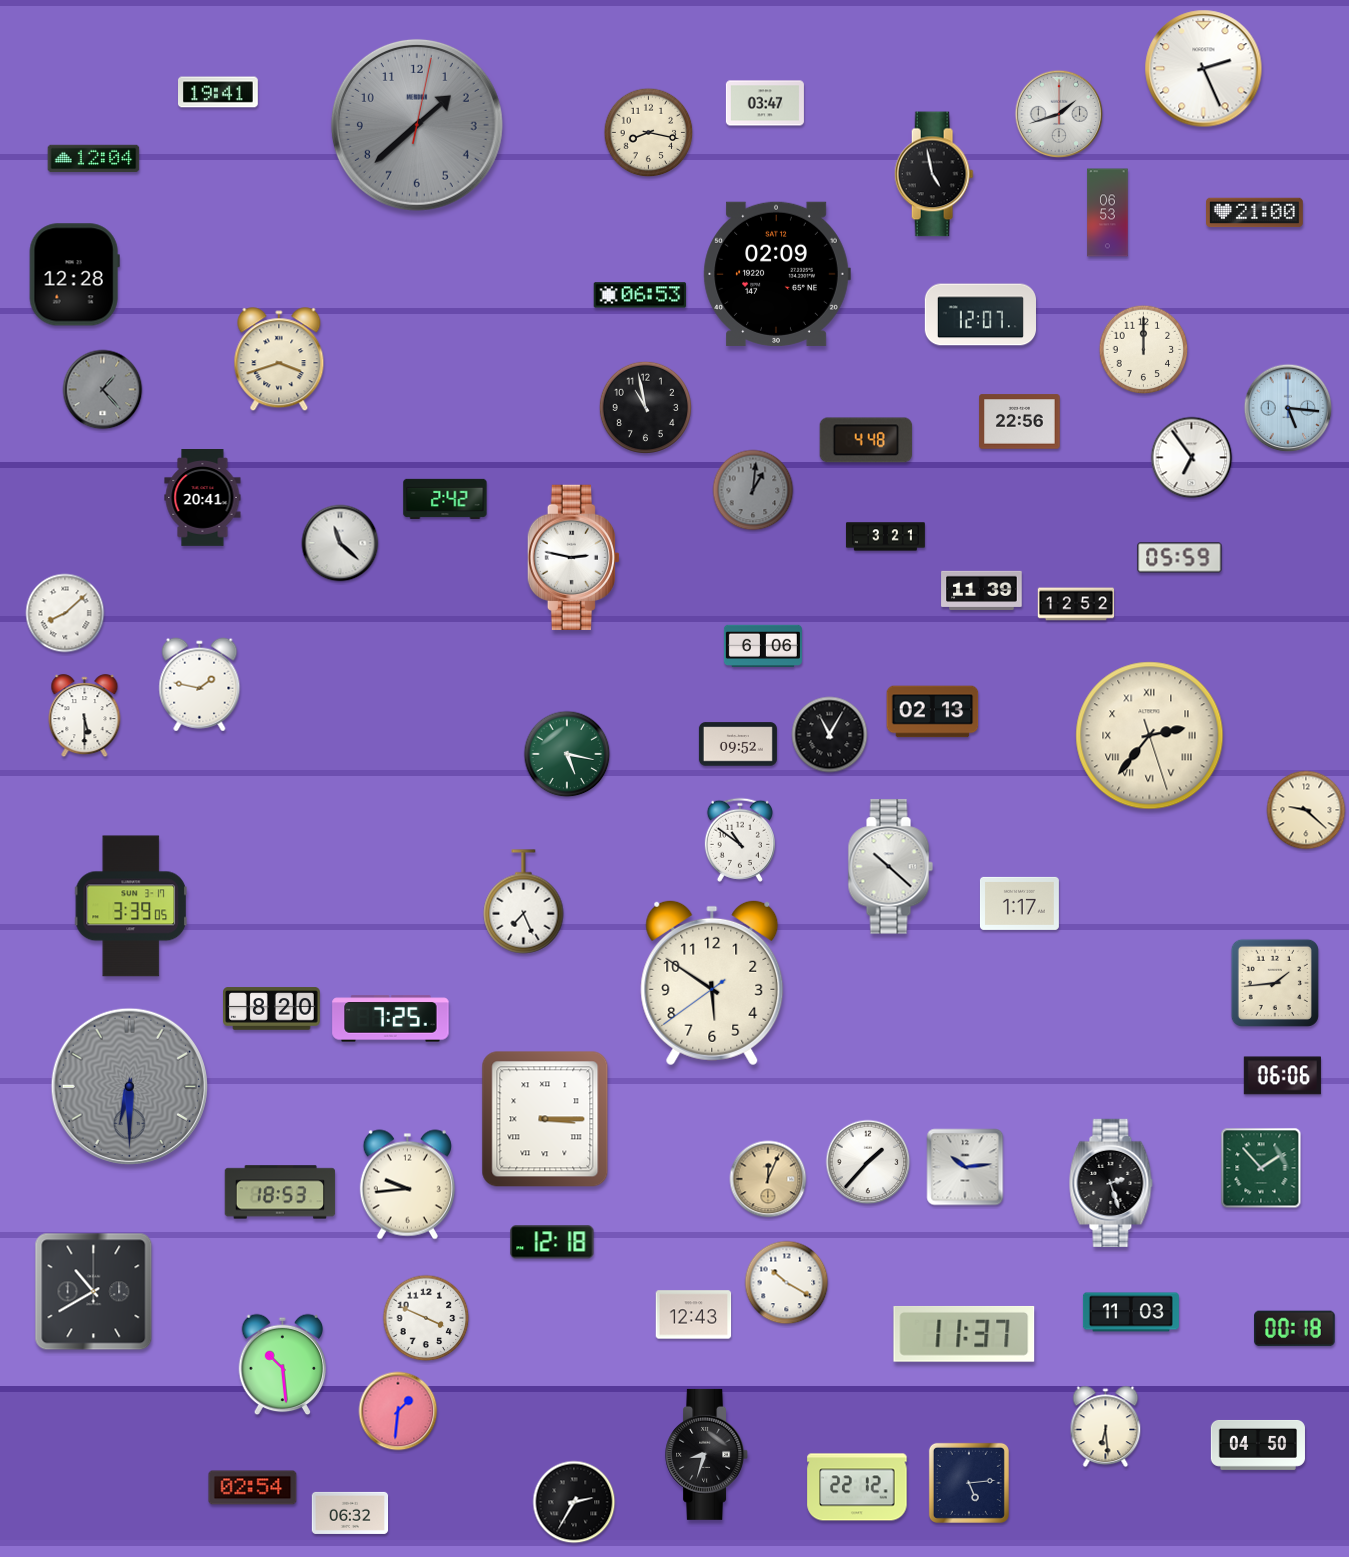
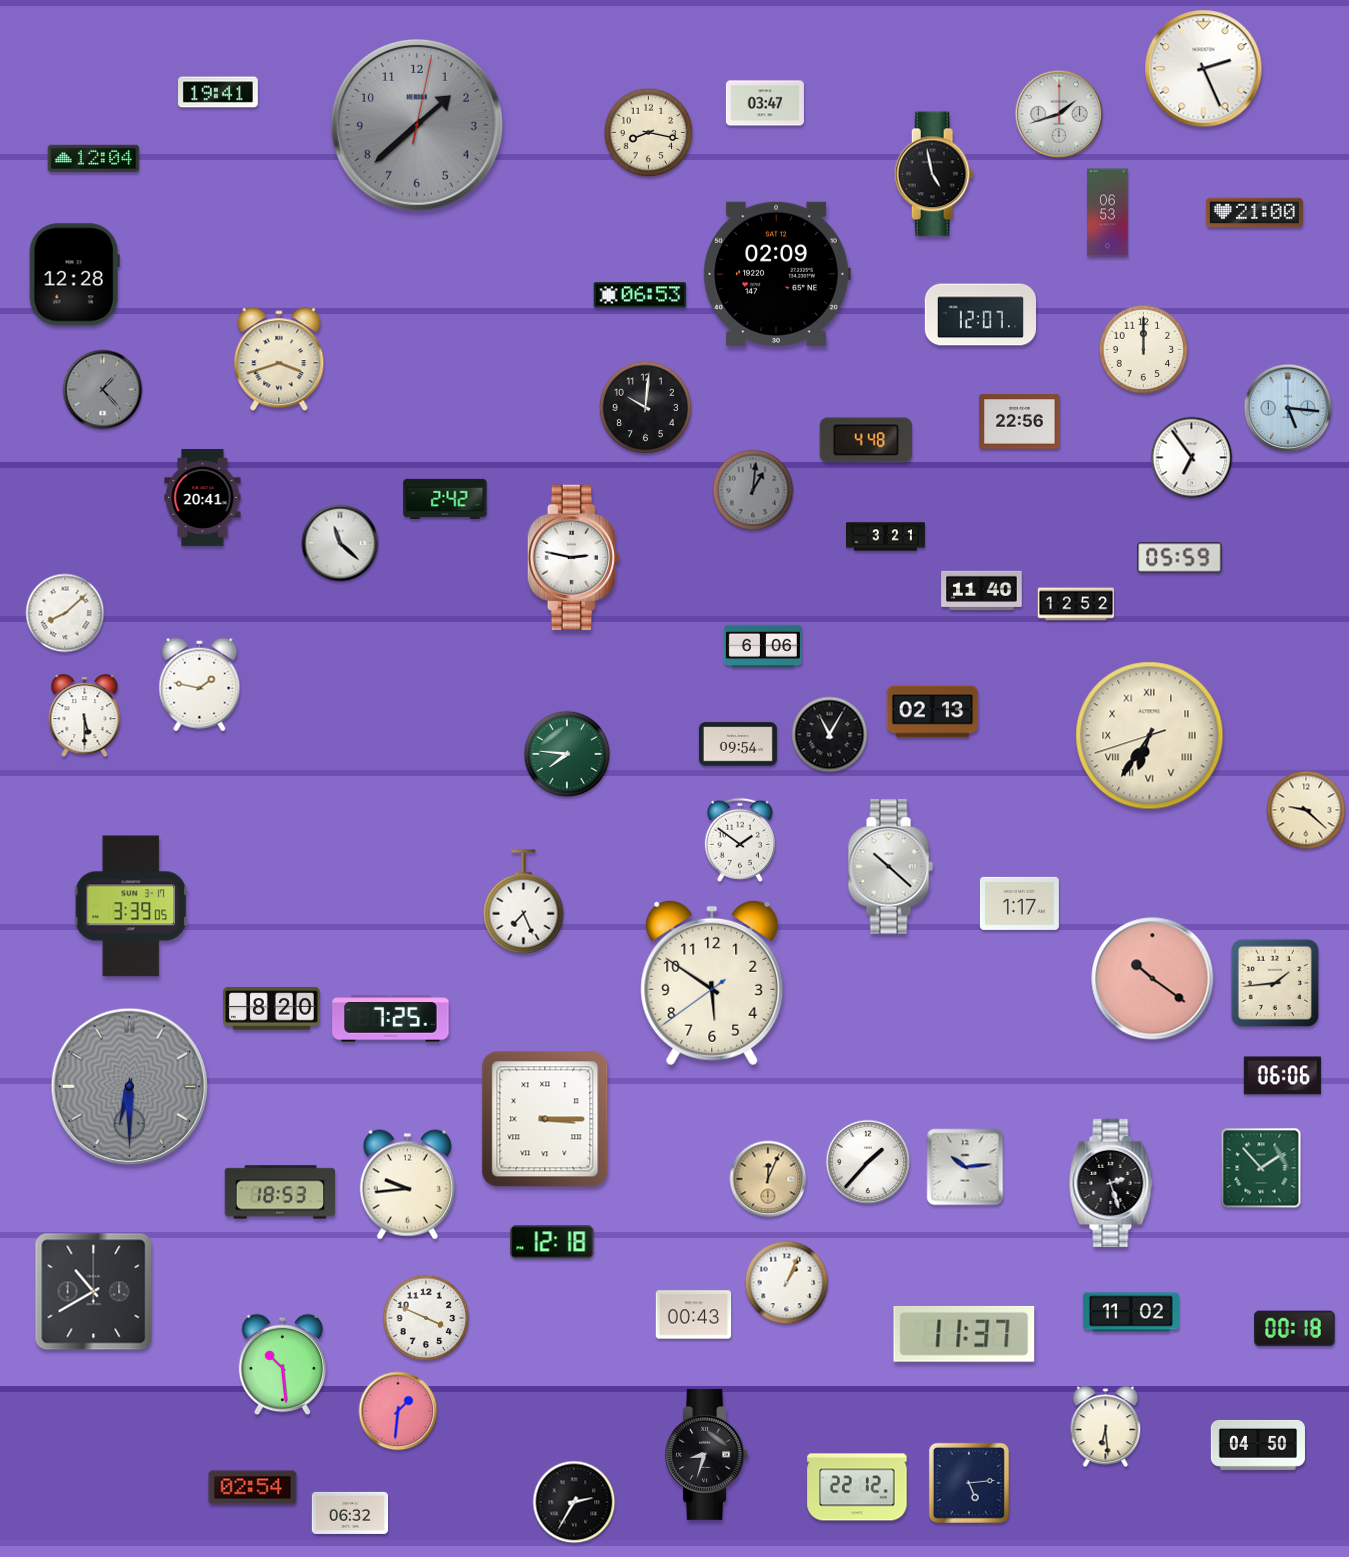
clock at (645, 407): 10:58 -> 10:01
clock at (982, 590): 11:39 -> 11:40
clock at (1150, 736): 2:36 -> 6:35
clock at (738, 744): 09:52 -> 09:54
clock at (567, 754): 5:17 -> 7:46
clock at (740, 840): 10:51 -> 1:51
clock at (1153, 979): none -> 10:21
clock at (787, 1283): 10:20 -> 1:04
clock at (1131, 1312): 11:03 -> 11:02
clock at (694, 1315): 12:43 -> 00:43
